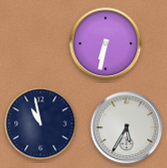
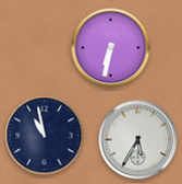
clock at (106, 44) position: (106, 44) -> (111, 48)
